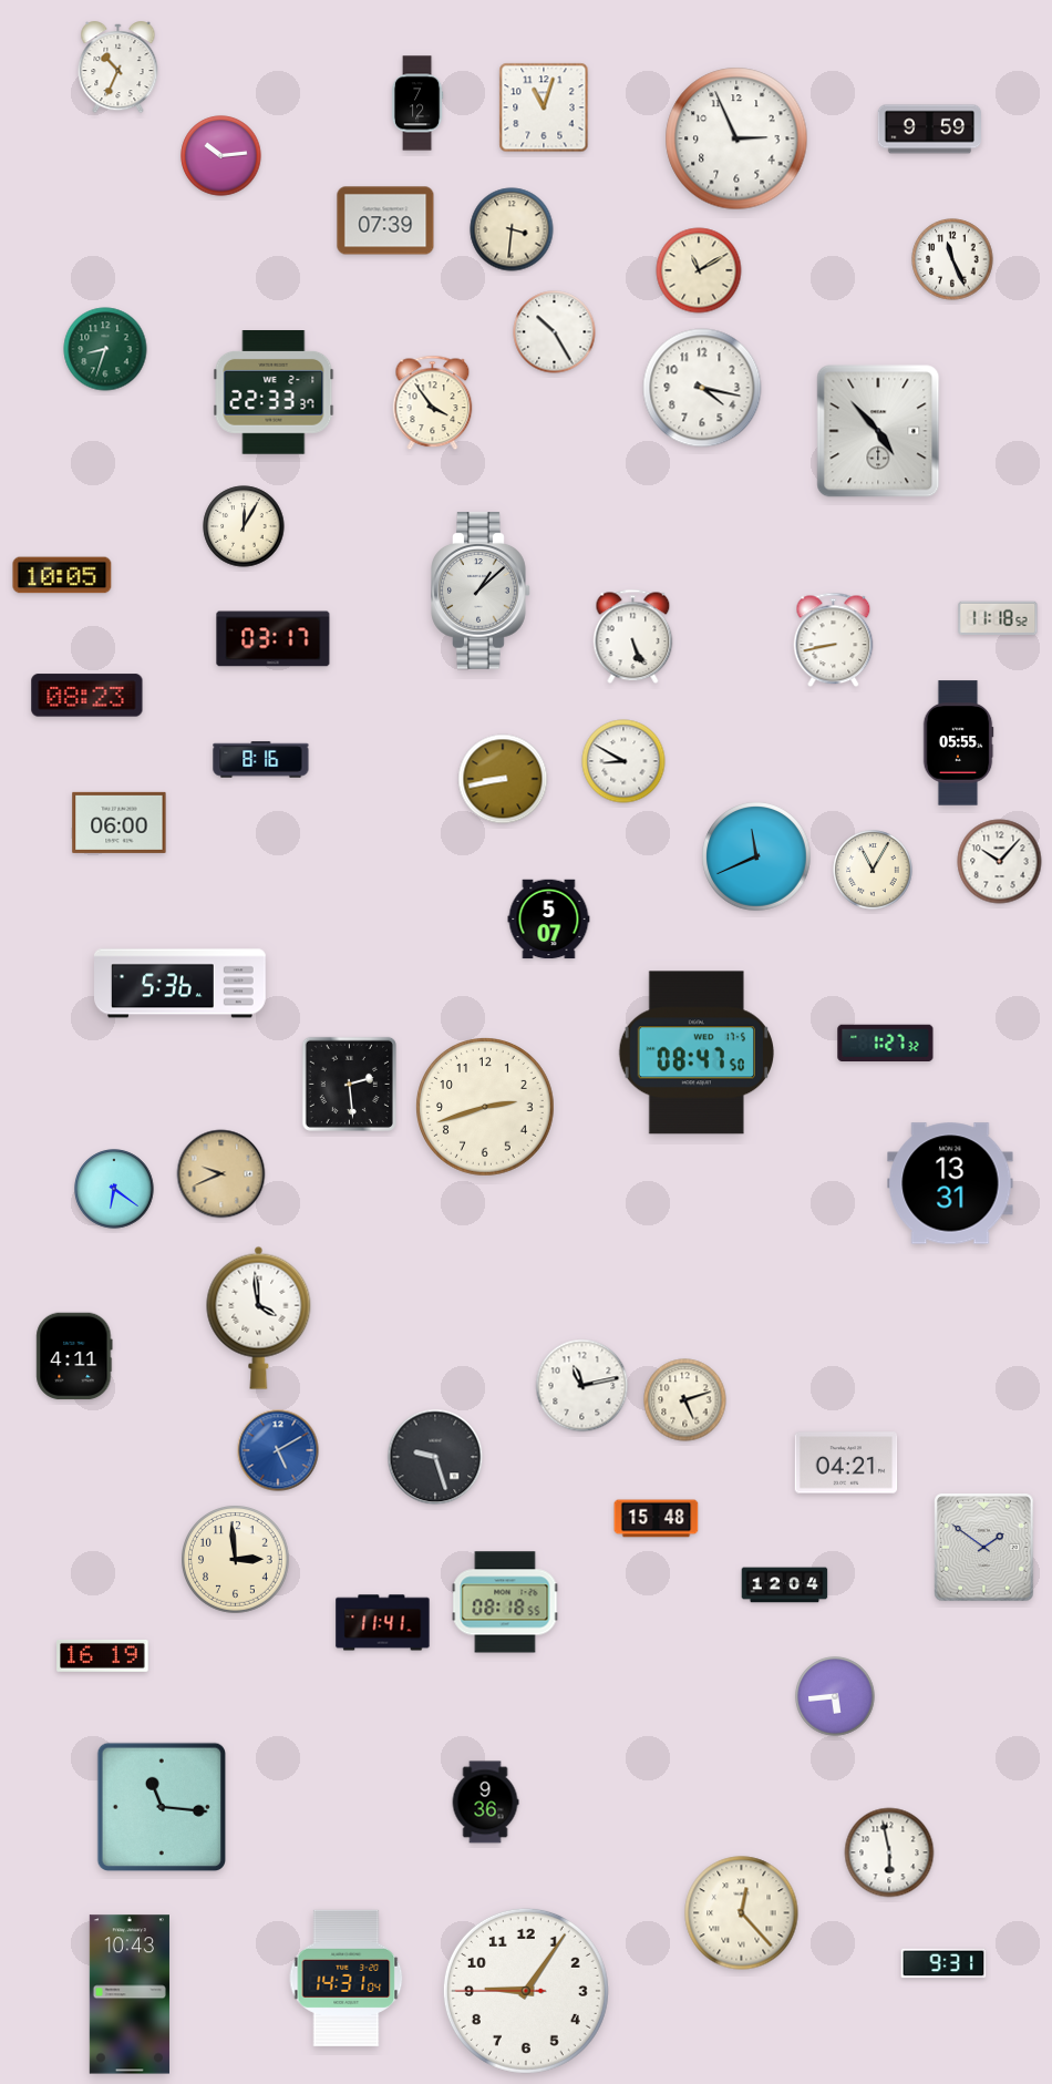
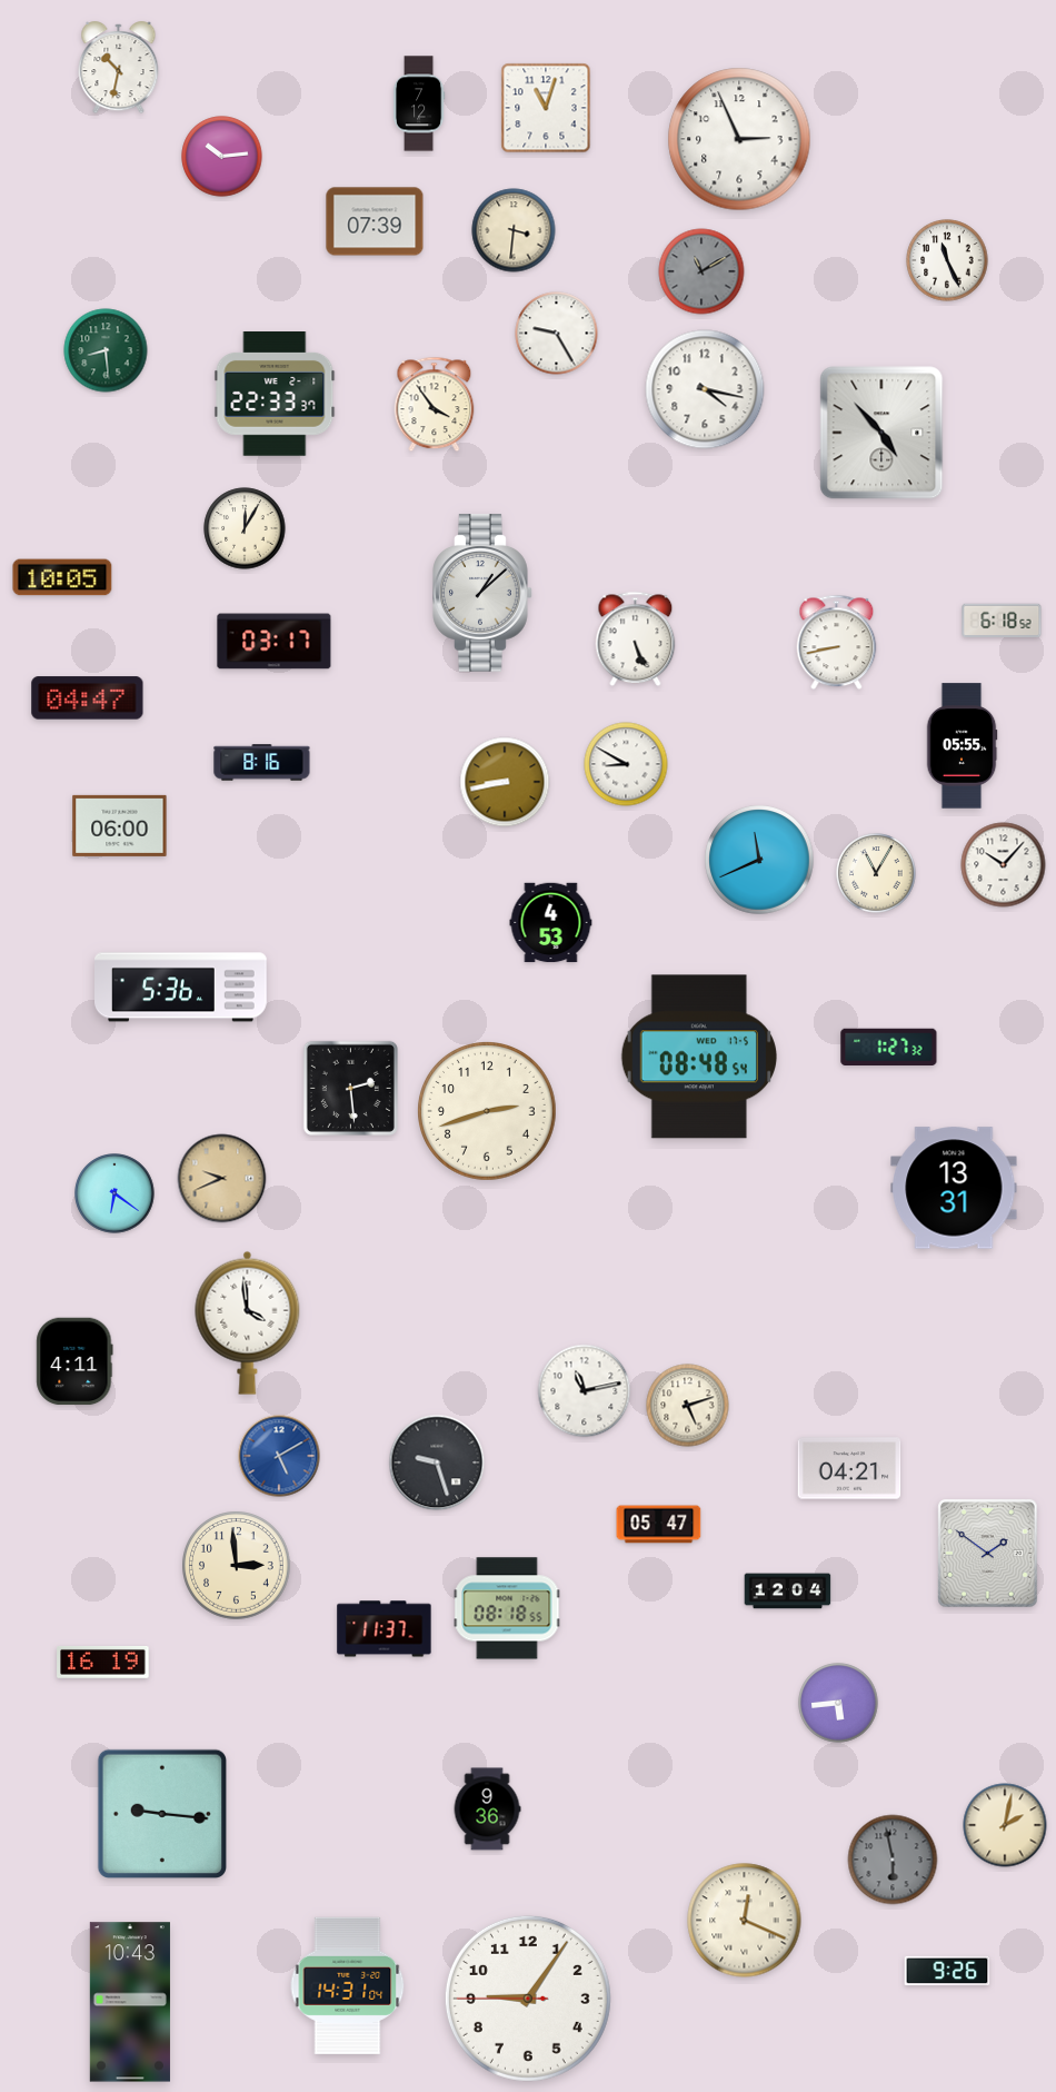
clock at (118, 68): 10:34 -> 10:32
clock at (930, 130): 9:59 -> none
clock at (385, 220) position: (385, 220) -> (375, 221)
clock at (952, 259) position: (952, 259) -> (947, 260)
clock at (699, 270) dial: cream -> grey
clock at (555, 332): 10:25 -> 9:25
clock at (105, 349): 8:33 -> 8:29
clock at (998, 618): 11:18 -> 6:18
clock at (87, 696): 08:23 -> 04:47
clock at (549, 920): 5:07 -> 4:53
clock at (697, 1053): 08:47 -> 08:48
clock at (259, 1317) position: (259, 1317) -> (248, 1322)
clock at (657, 1519): 15:48 -> 05:47
clock at (383, 1623): 11:41 -> 11:37
clock at (161, 1806): 11:16 -> 9:16
clock at (1005, 1825): none -> 2:02
clock at (889, 1852) dial: white -> grey
clock at (742, 1913): 12:23 -> 12:19
clock at (943, 1963): 9:31 -> 9:26
